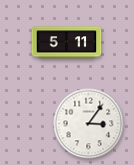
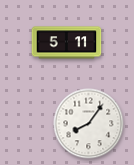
clock at (89, 124): 3:06 -> 8:06
